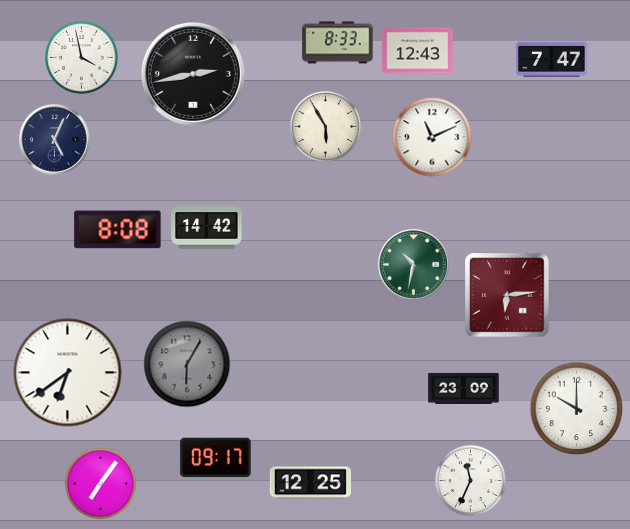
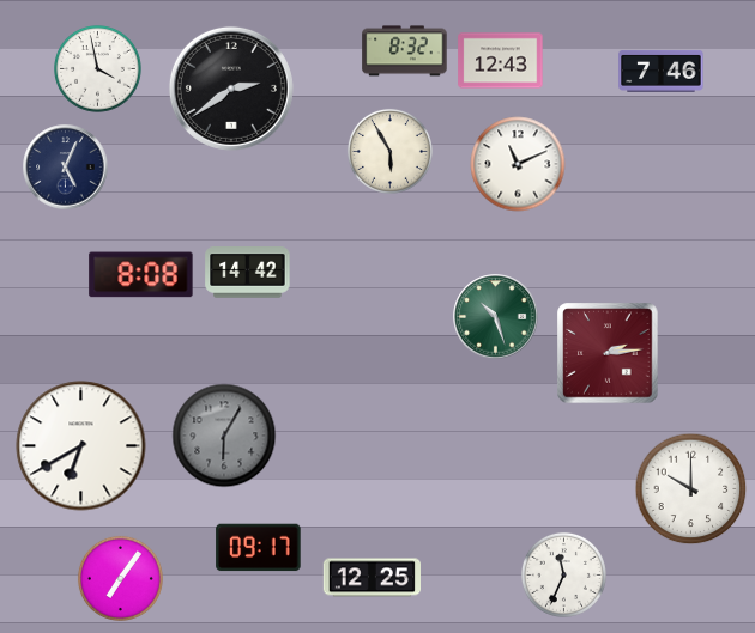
clock at (338, 43): 8:33 -> 8:32
clock at (552, 59): 7:47 -> 7:46
clock at (193, 74): 2:43 -> 2:39
clock at (414, 265): 10:32 -> 10:27
clock at (507, 295): 6:14 -> 2:14
clock at (68, 373): 6:39 -> 6:40
clock at (464, 388): 23:09 -> none
